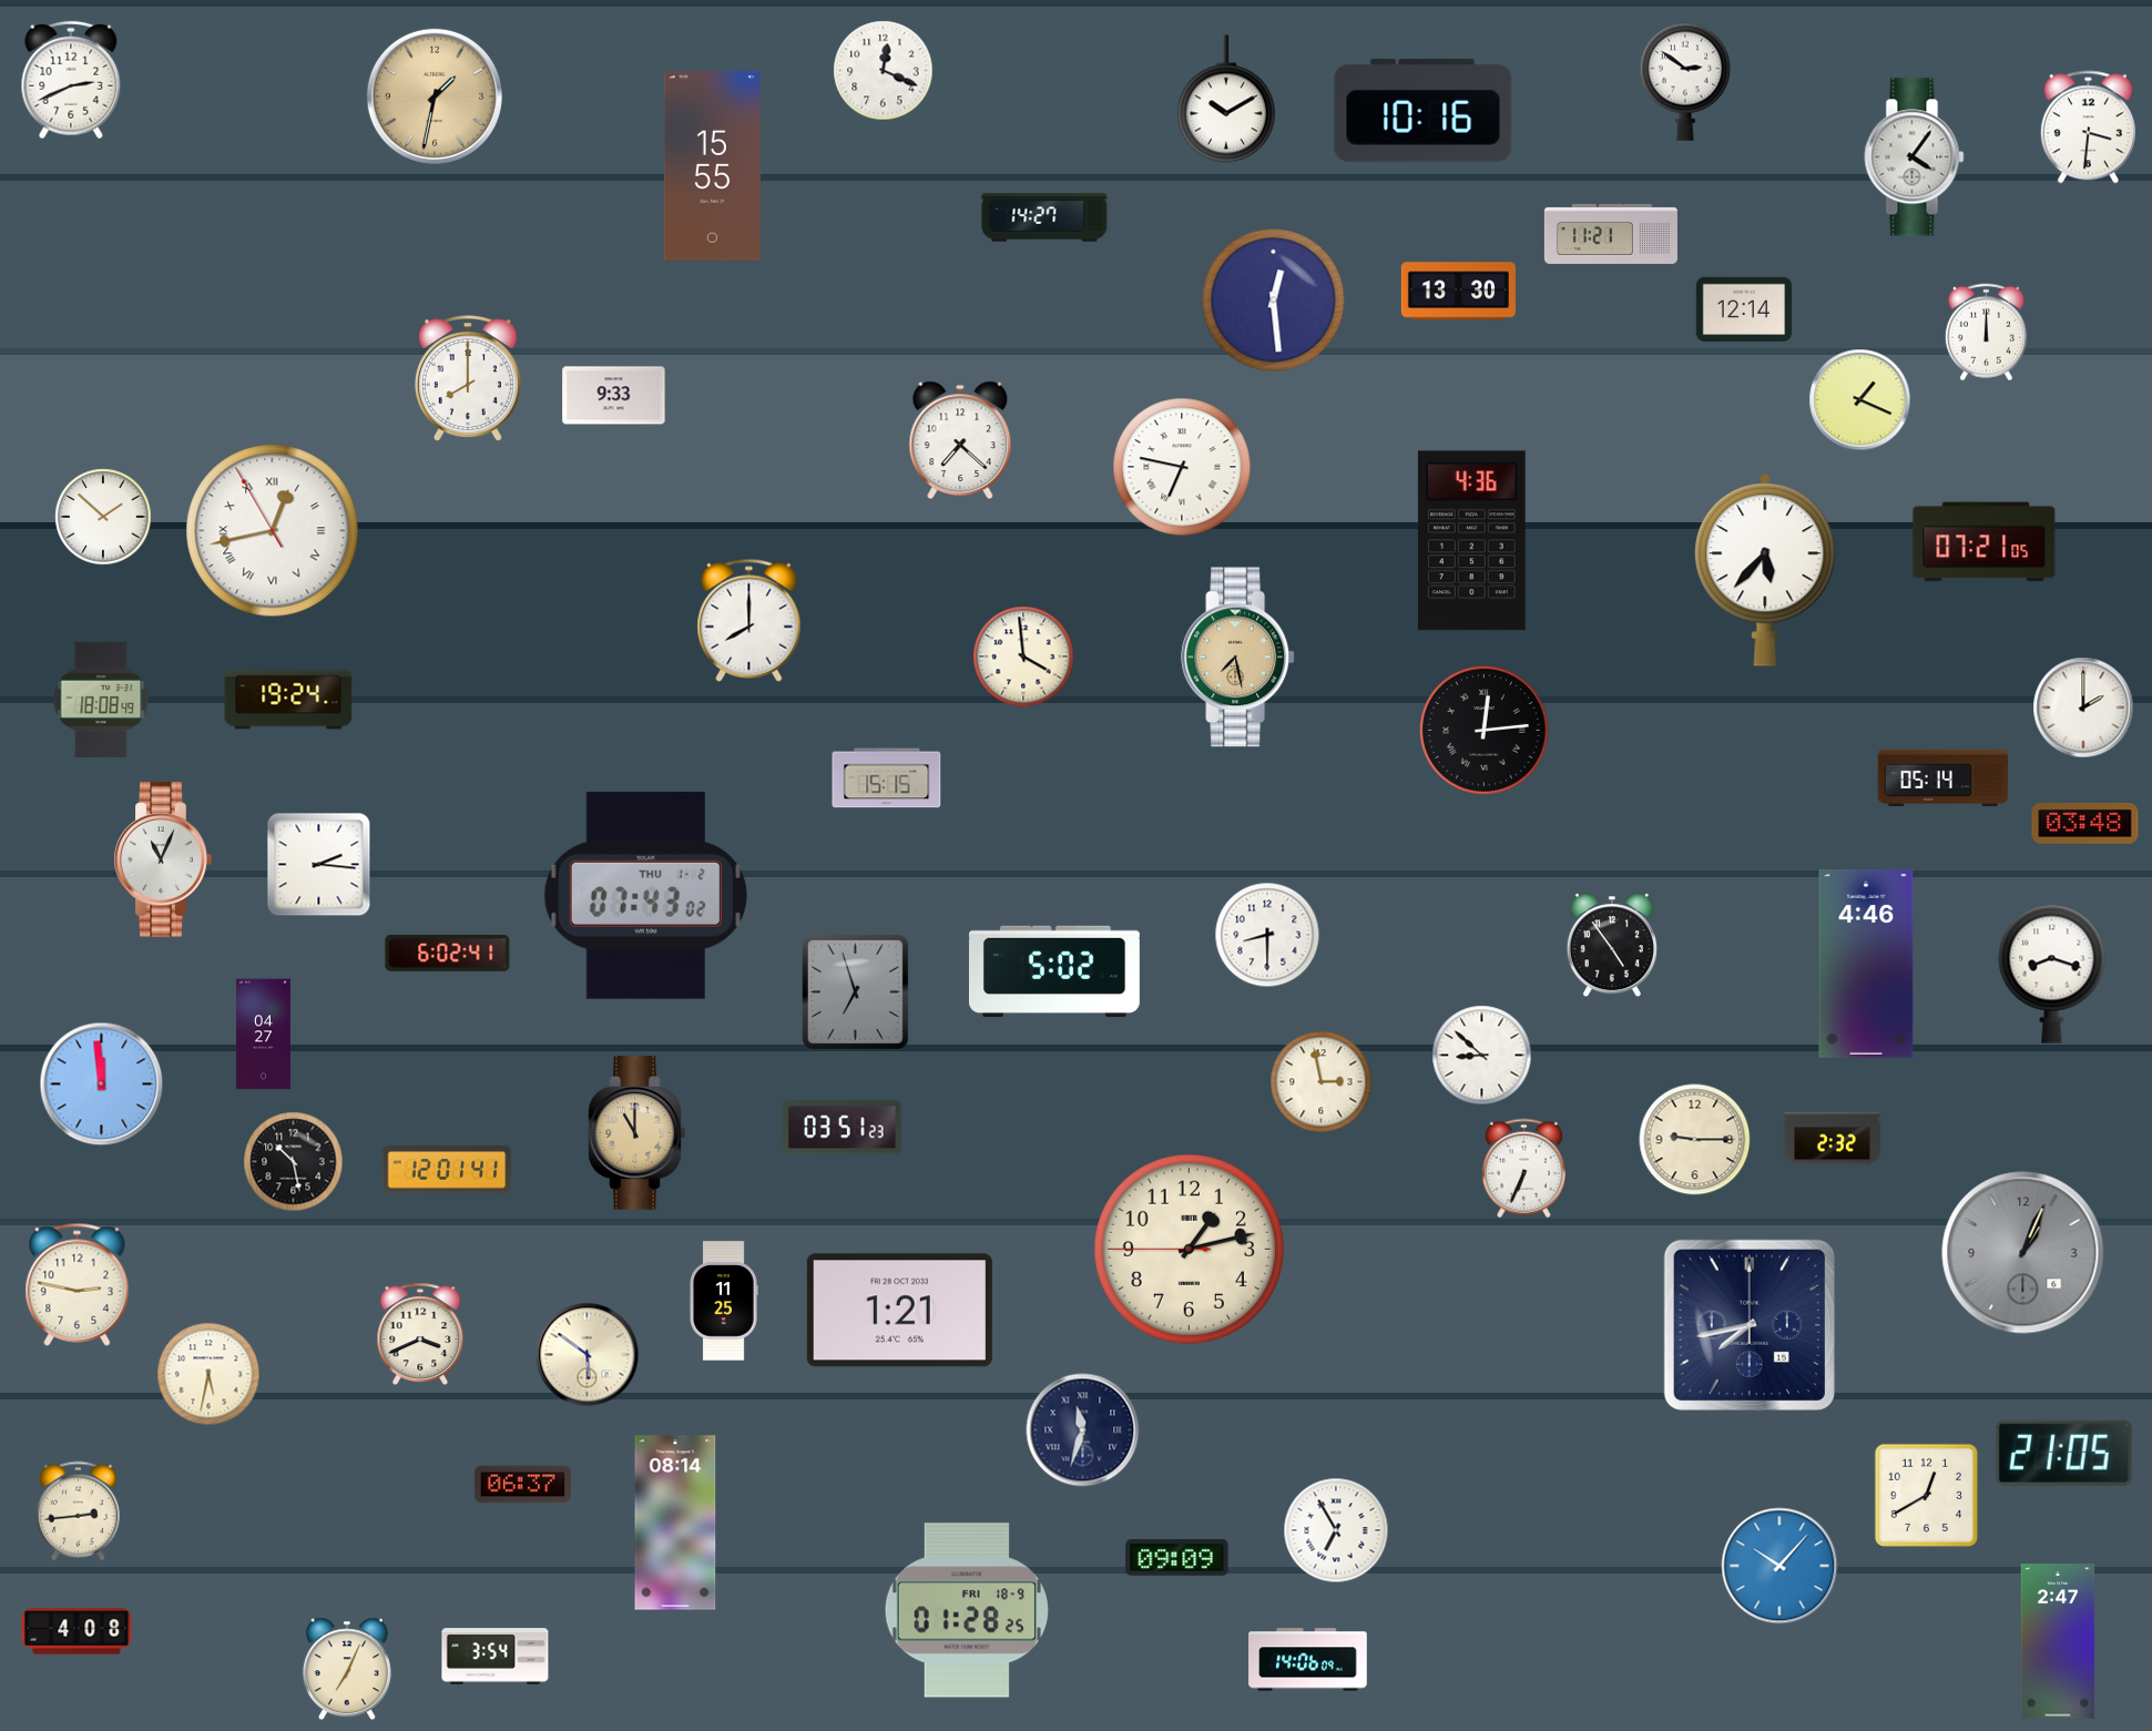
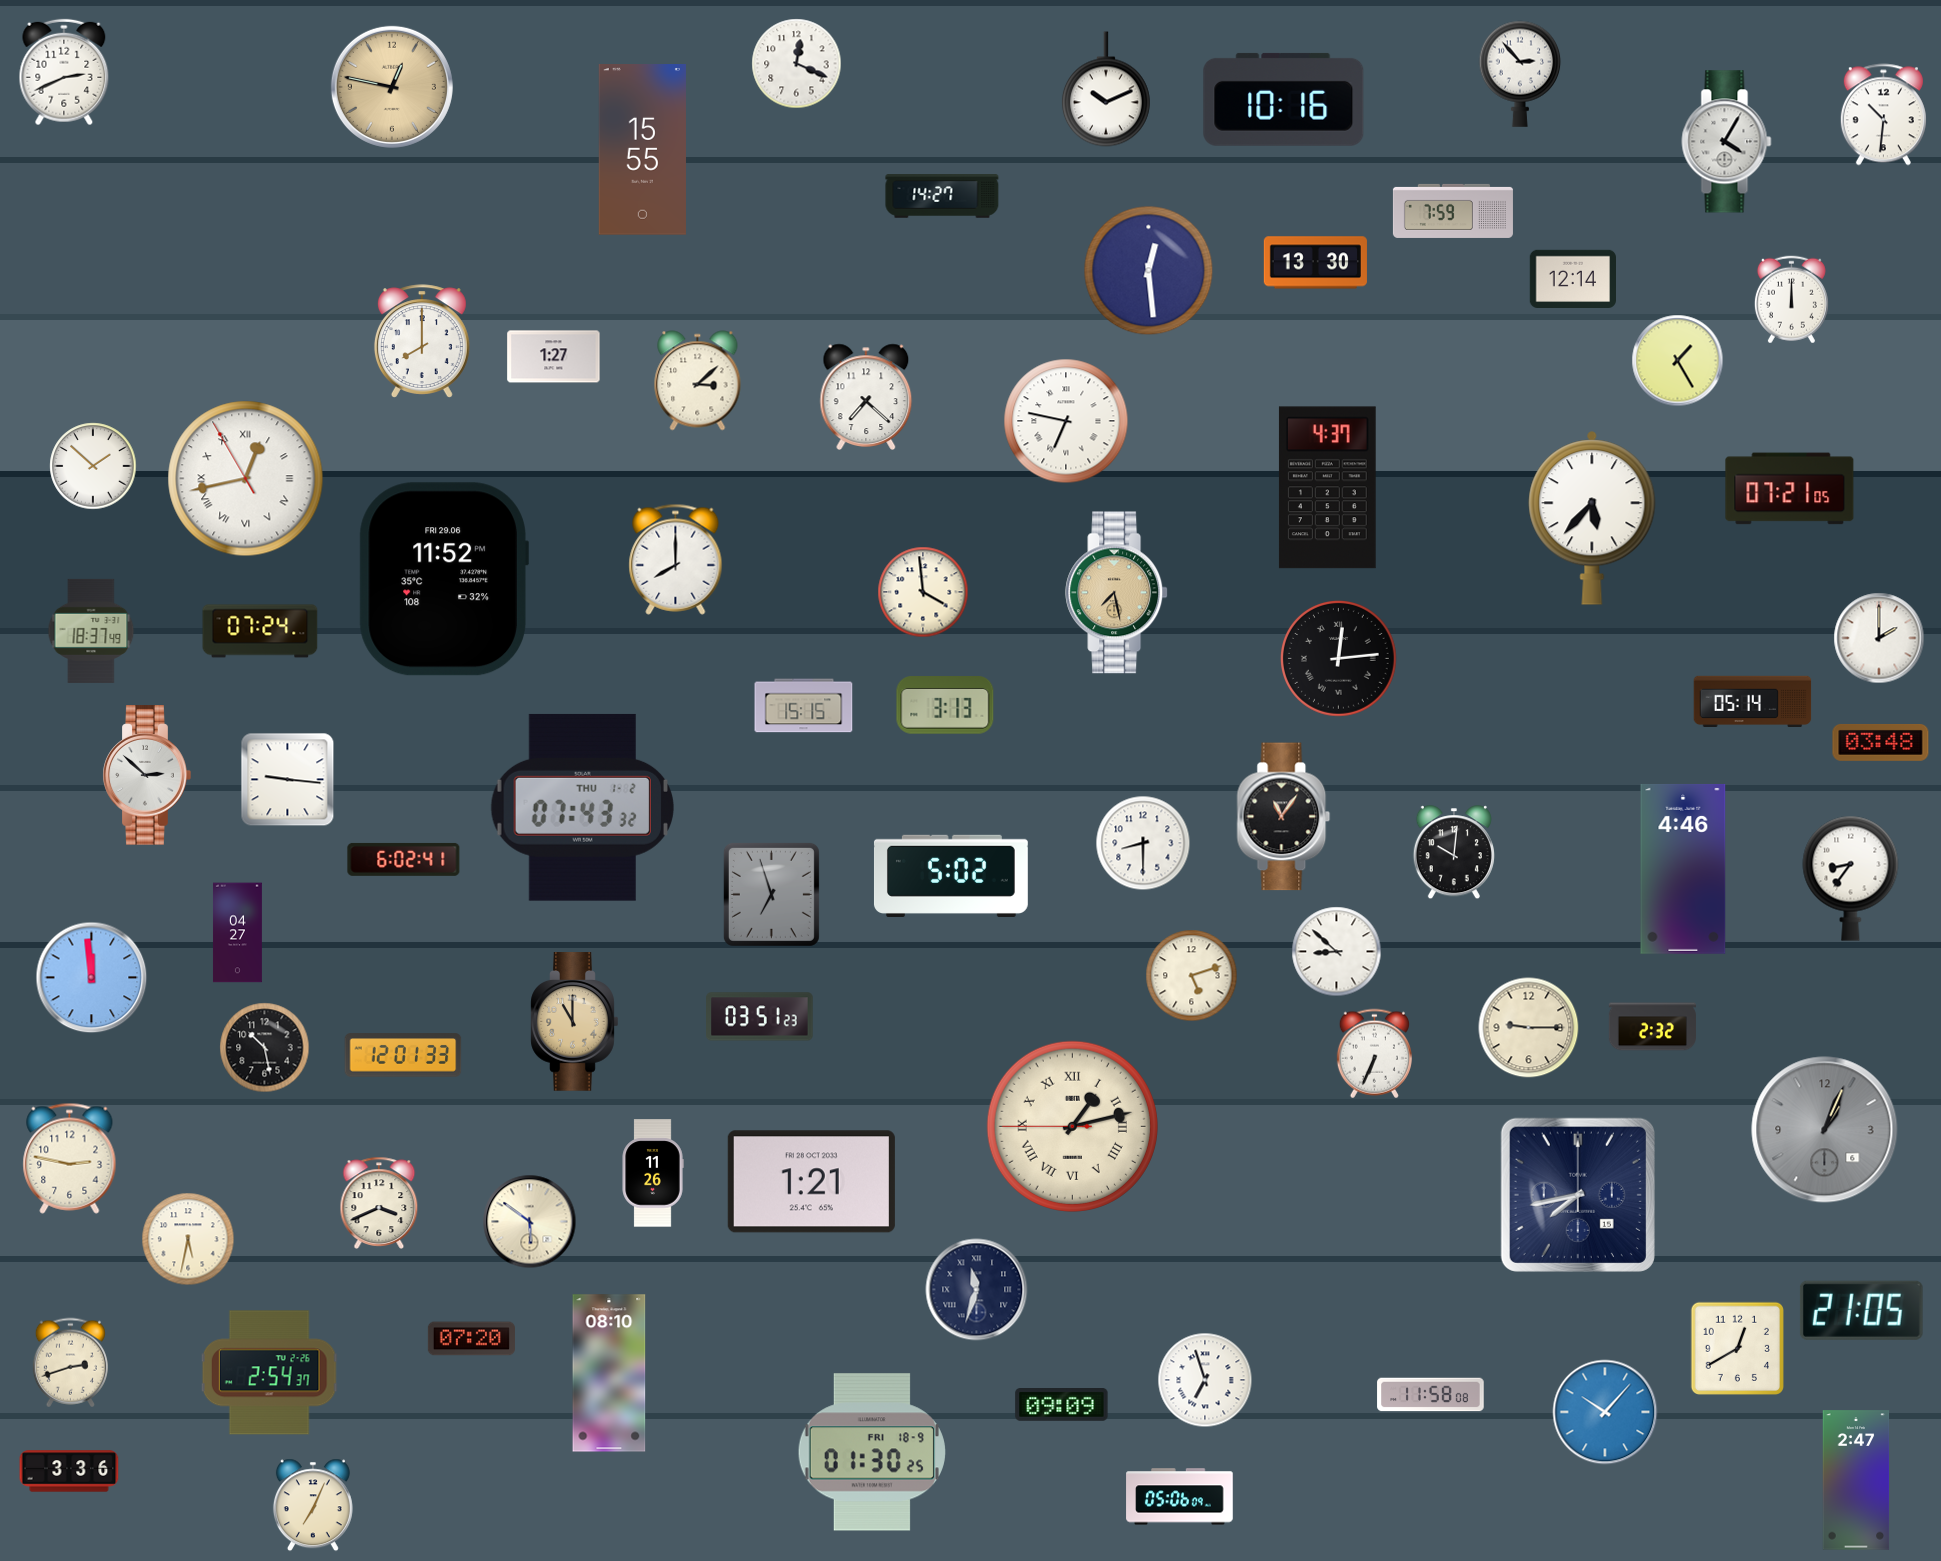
clock at (1685, 82): 2:51 -> 2:53
clock at (435, 96): 1:32 -> 12:47
clock at (1226, 99): 10:10 -> 10:11
clock at (2088, 128): 3:31 -> 10:31
clock at (1915, 157): 4:06 -> 4:05
clock at (1611, 234): 11:21 -> 7:59
clock at (614, 396): 9:33 -> 1:27
clock at (1860, 400): 1:19 -> 1:25
clock at (698, 381): none -> 3:08
clock at (1471, 541): 4:36 -> 4:37
clock at (1765, 570) position: (1765, 570) -> (1592, 518)
clock at (444, 579): none -> 11:52
clock at (101, 700): 18:08 -> 18:37
clock at (288, 700): 19:24 -> 07:24
clock at (887, 778) position: (887, 778) -> (804, 706)
clock at (945, 705): none -> 3:13
clock at (163, 859): 11:04 -> 2:52
clock at (319, 865): 2:16 -> 9:16
clock at (645, 895): 07:43:02 -> 07:43:32
clock at (1284, 817): none -> 11:06
clock at (1612, 946): 4:54 -> 10:01
clock at (2052, 974): 8:18 -> 8:36
clock at (1322, 1082): 2:58 -> 5:12
clock at (447, 1170): 12:01:41 -> 12:01:33
clock at (1189, 1249) numerals: Arabic -> Roman
clock at (724, 1301): 11:25 -> 11:26
clock at (522, 1485): 06:37 -> 07:20
clock at (78, 1511): 2:44 -> 2:42
clock at (269, 1373): none -> 2:54
clock at (675, 1523): 08:14 -> 08:10
clock at (1336, 1530): 6:55 -> 6:57
clock at (1431, 1395): none -> 11:58
clock at (967, 1610): 01:28 -> 01:30
clock at (77, 1631): 4:08 -> 3:36
clock at (496, 1657): 3:54 -> none
clock at (1308, 1660): 14:06 -> 05:06
